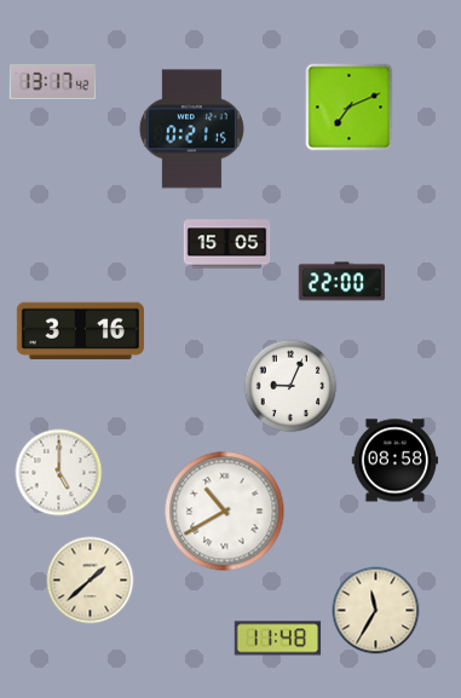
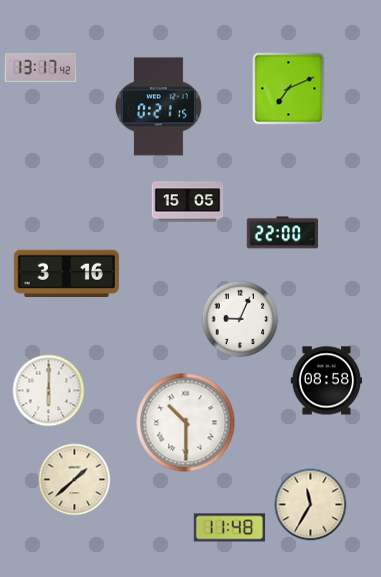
clock at (53, 81) position: (53, 81) -> (41, 67)
clock at (59, 473): 5:00 -> 6:00
clock at (225, 512): 10:40 -> 10:30
